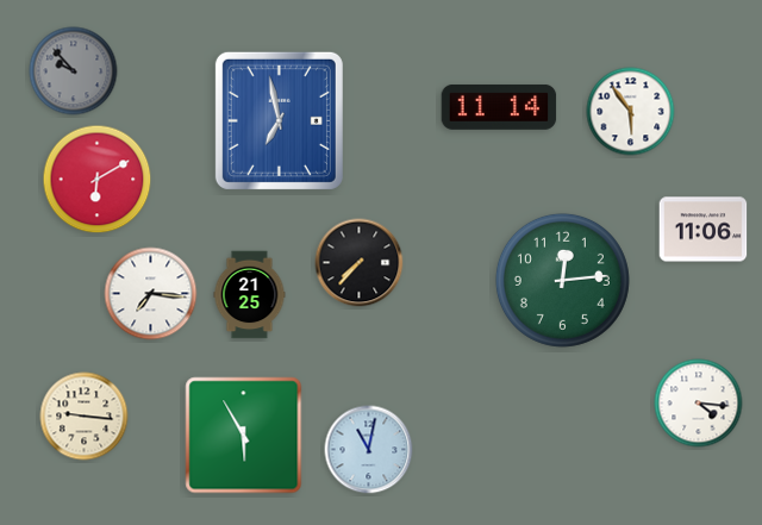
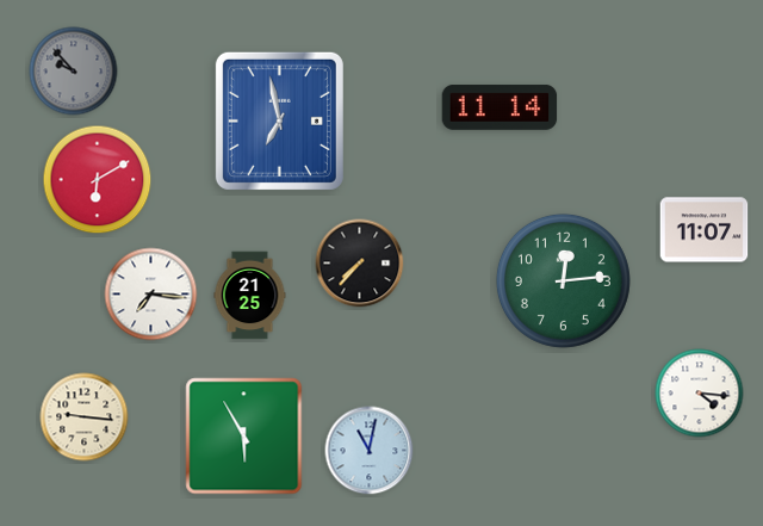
clock at (631, 112): 5:54 -> none
clock at (704, 230): 11:06 -> 11:07
clock at (699, 404) position: (699, 404) -> (700, 394)
